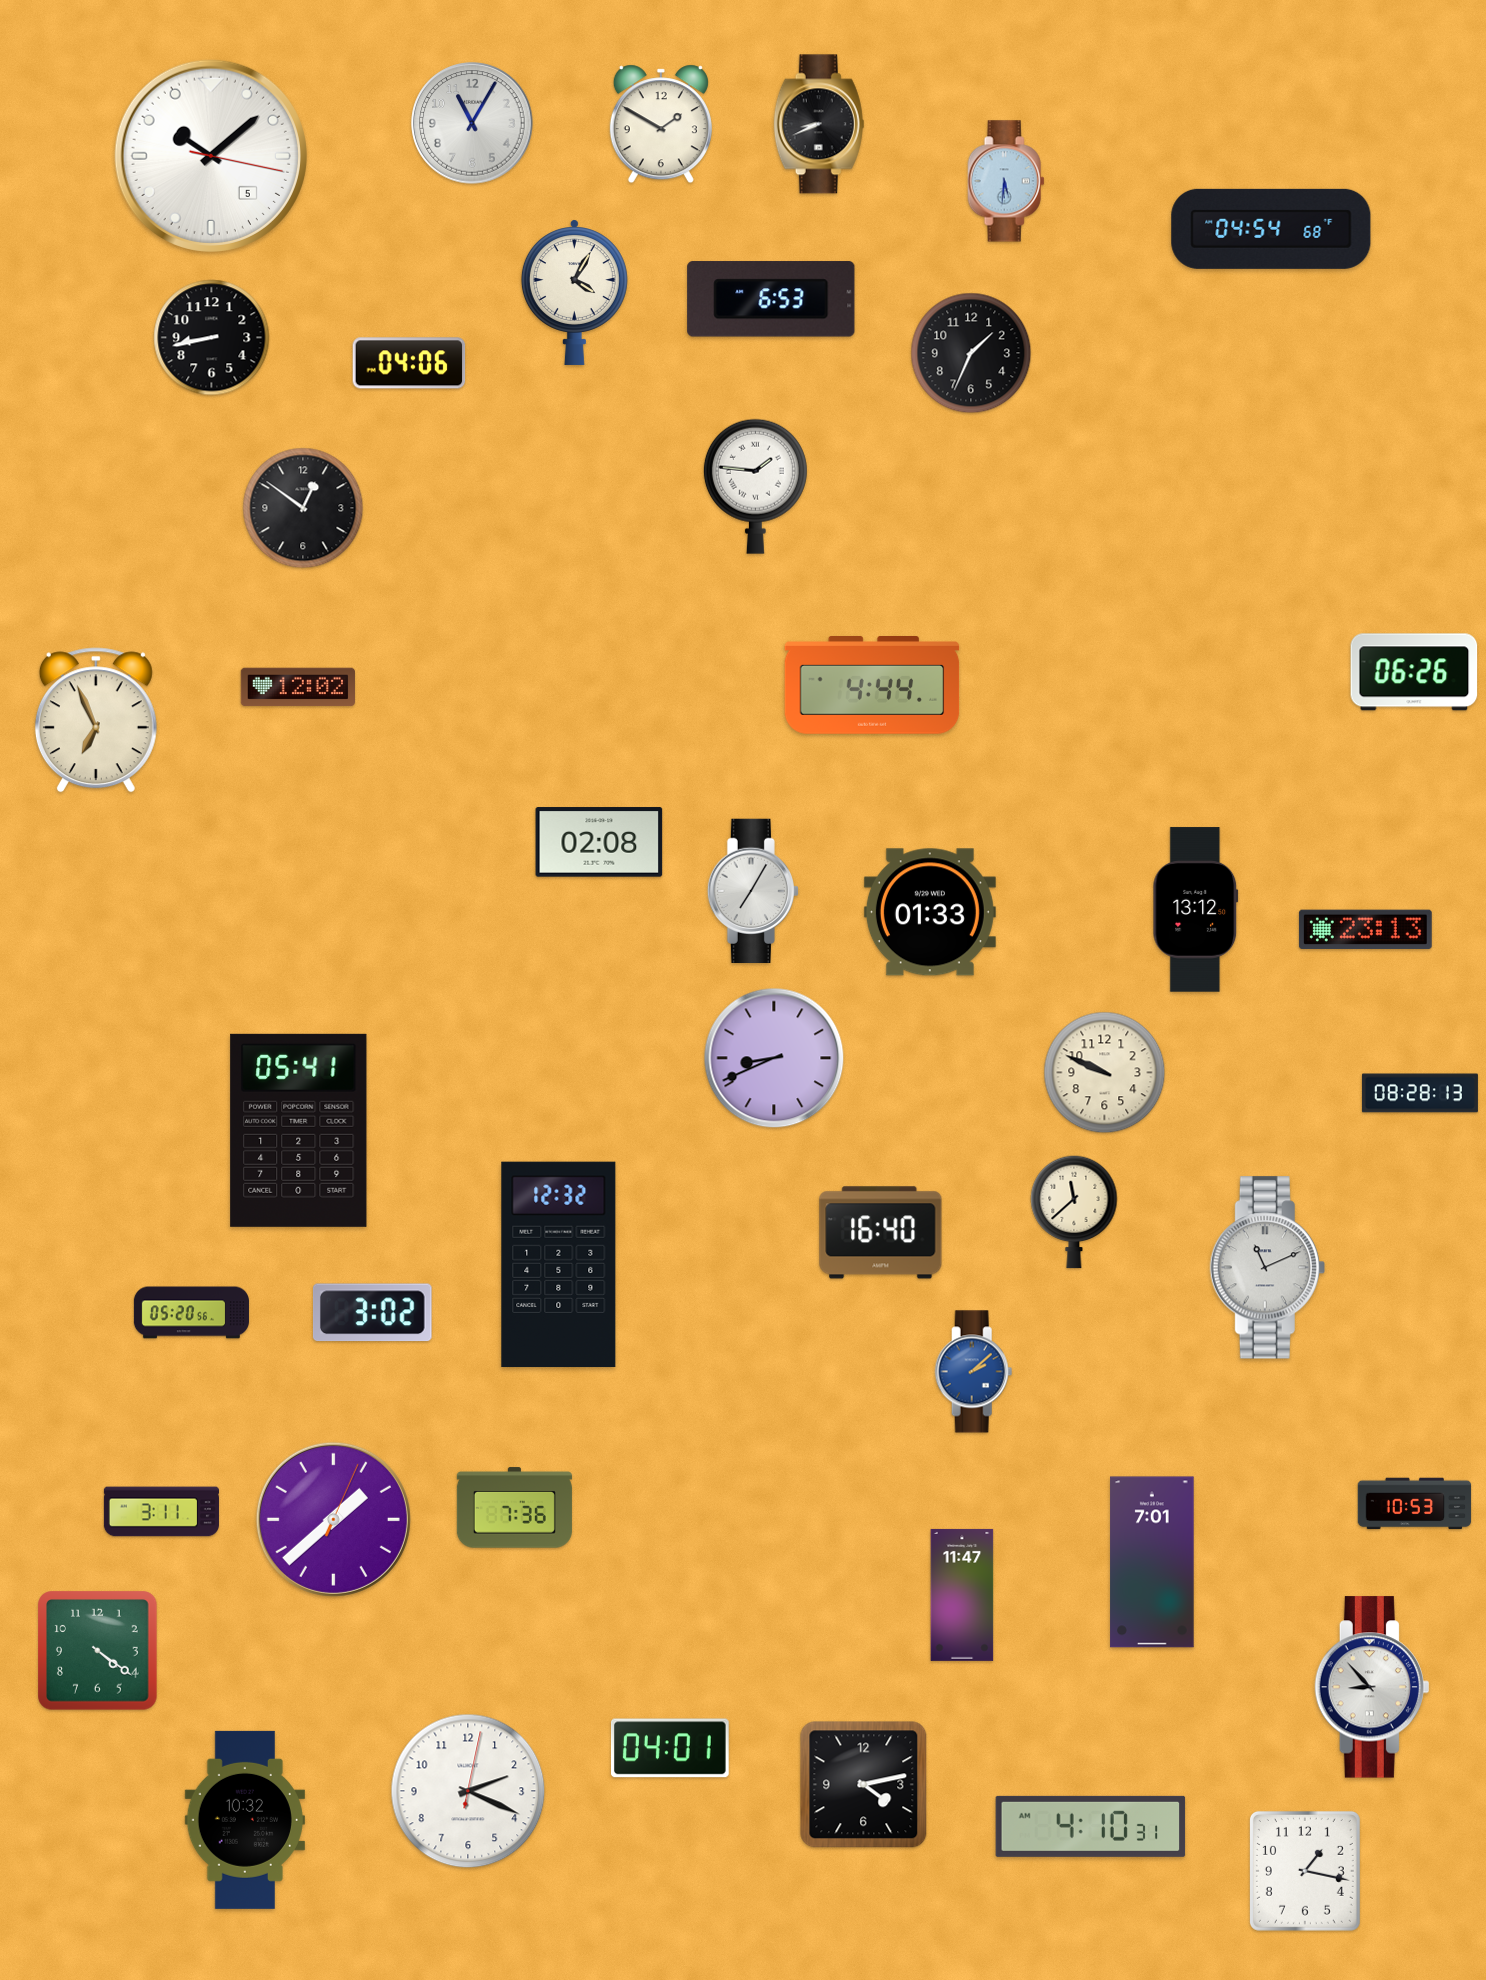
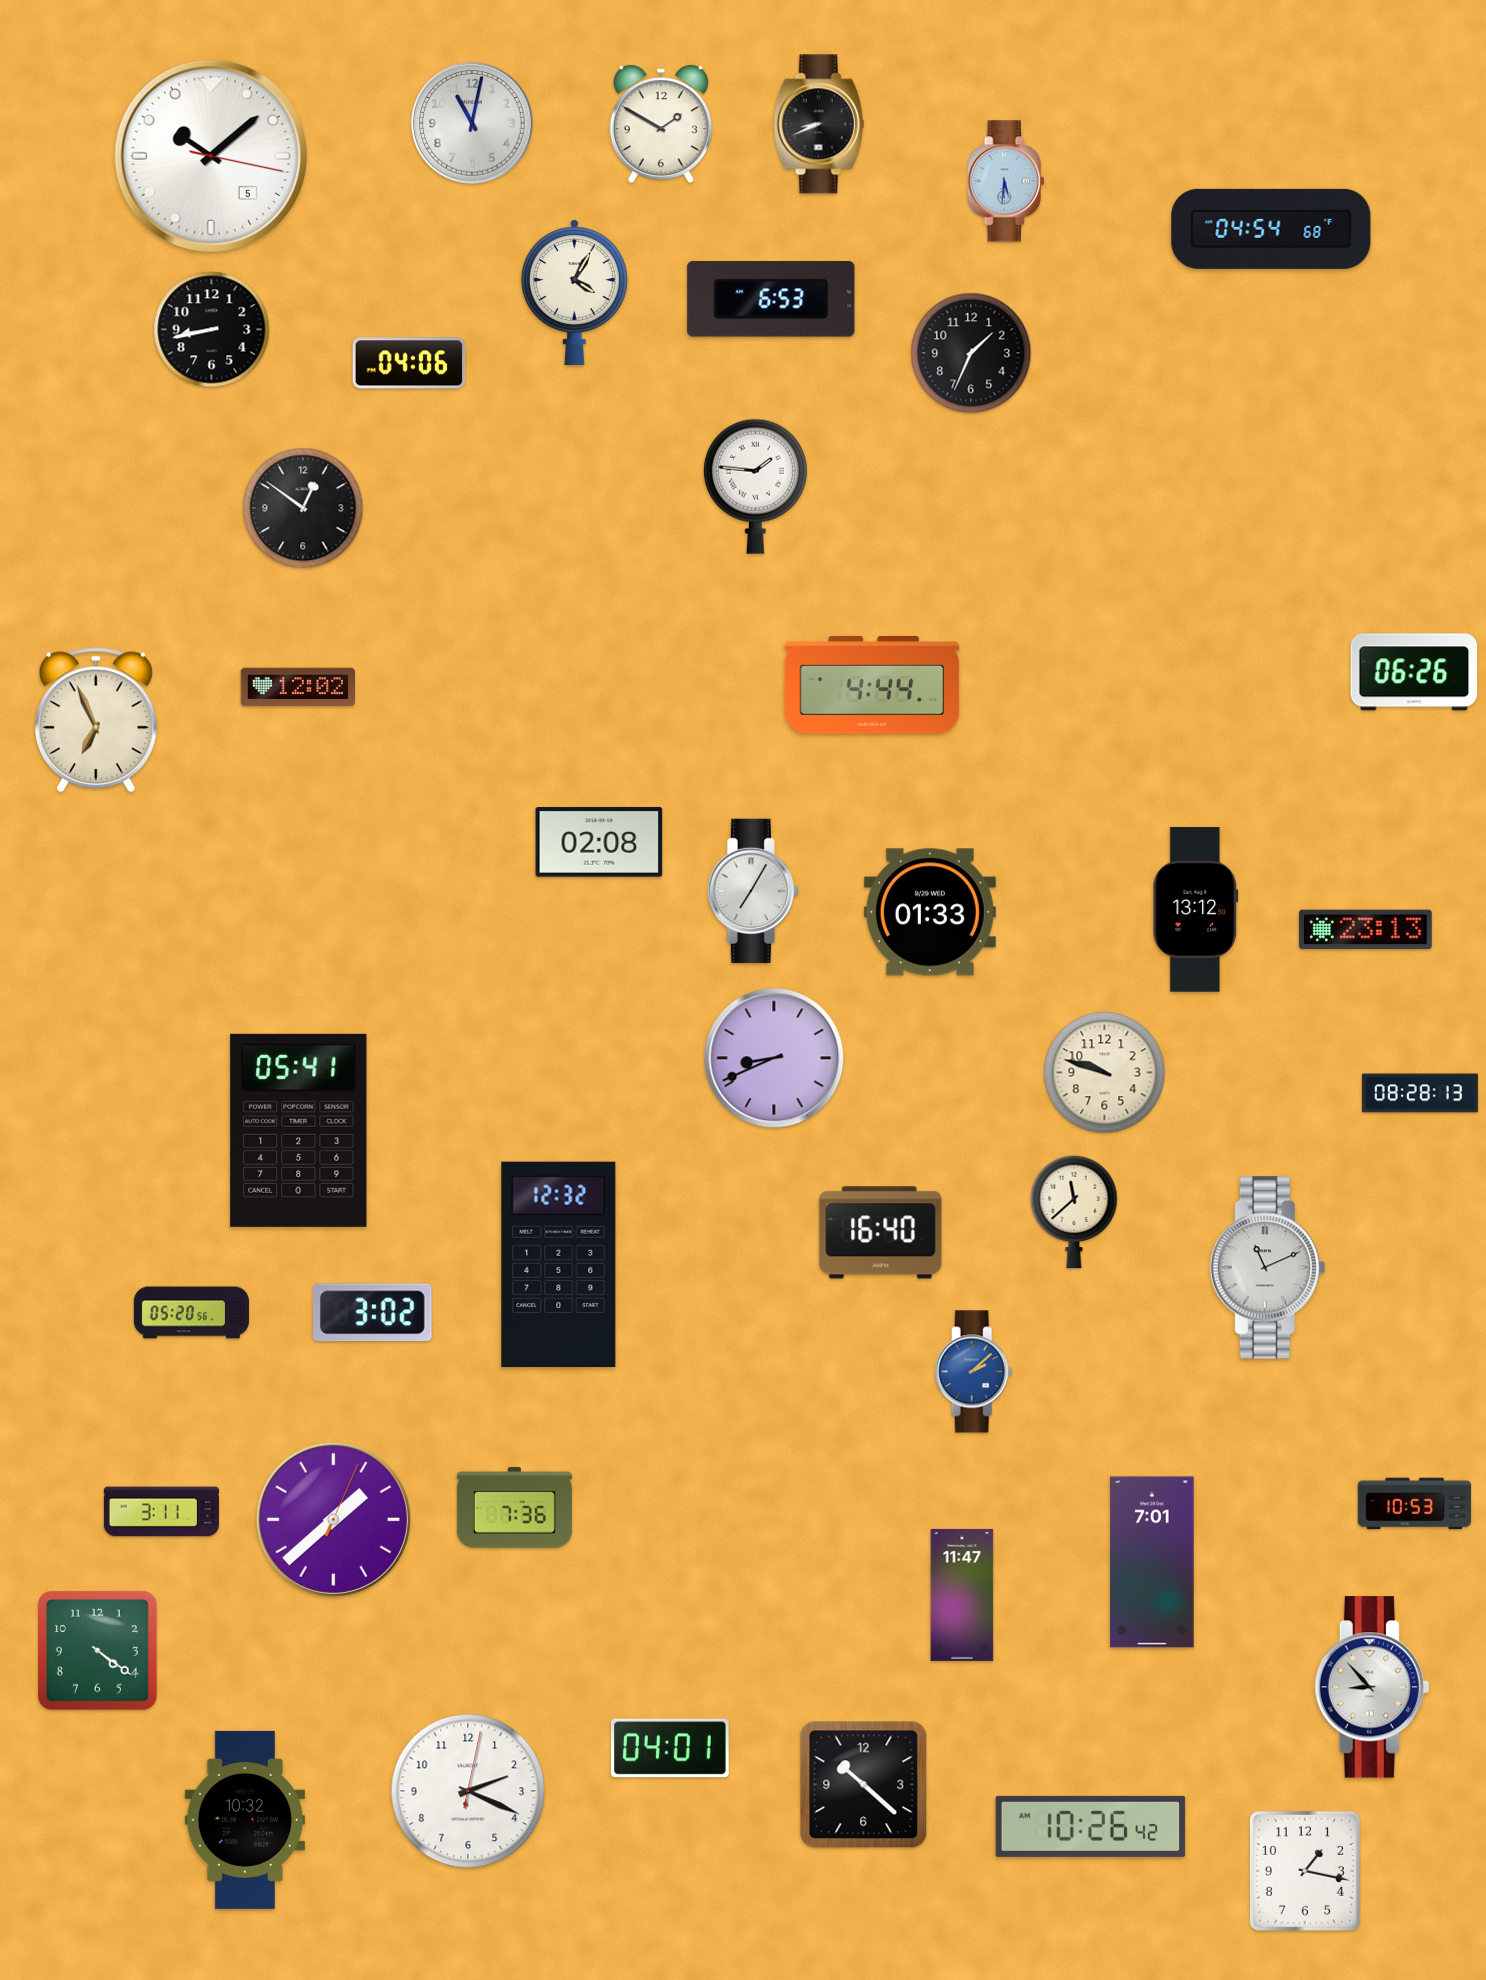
clock at (472, 123): 11:05 -> 11:02
clock at (212, 338) position: (212, 338) -> (212, 330)
clock at (1105, 1073): 9:49 -> 9:48
clock at (864, 1785): 4:13 -> 10:22
clock at (1091, 1826): 4:10 -> 10:26
